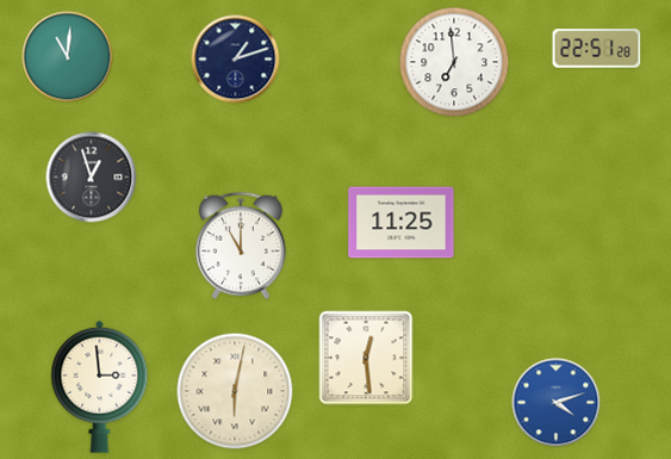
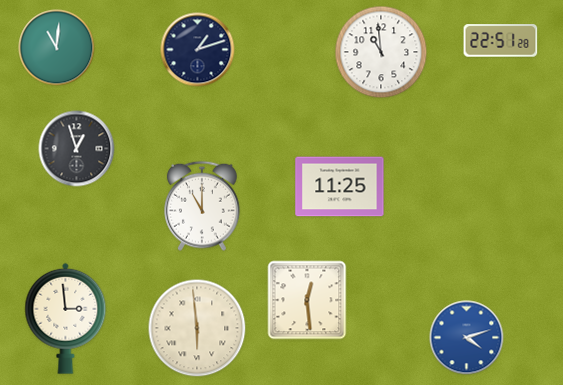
clock at (454, 62): 6:59 -> 10:59
clock at (402, 223) position: (402, 223) -> (340, 187)
clock at (100, 386) position: (100, 386) -> (66, 318)
clock at (235, 391): 6:02 -> 5:59
